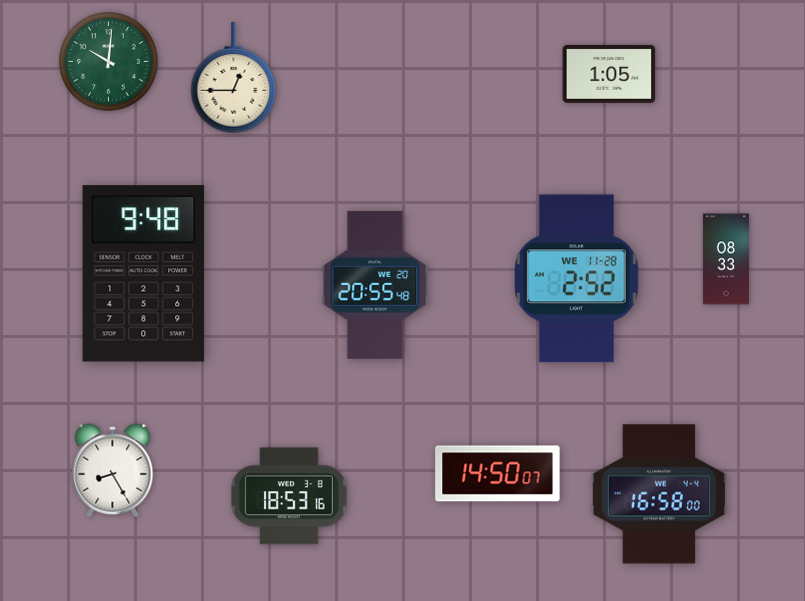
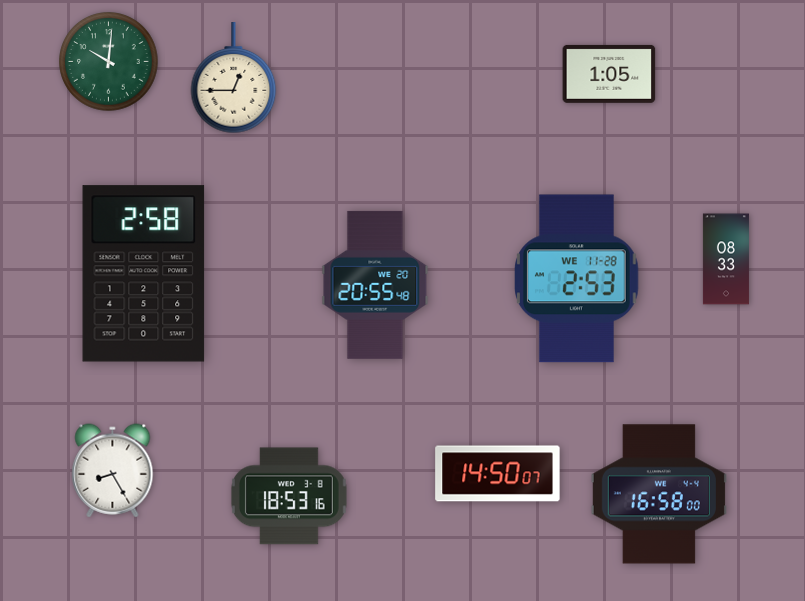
clock at (144, 274): 9:48 -> 2:58
clock at (576, 279): 2:52 -> 2:53
